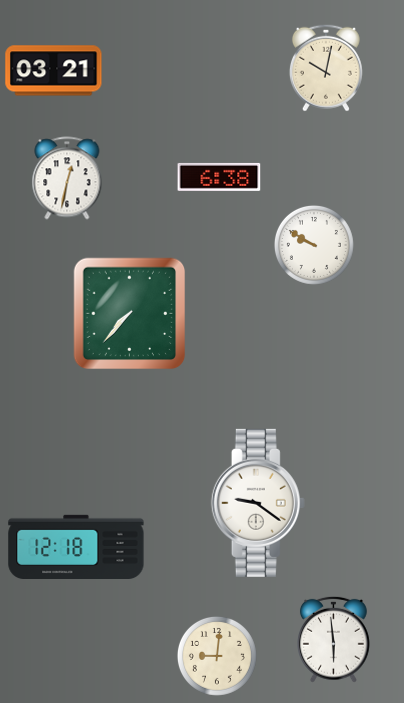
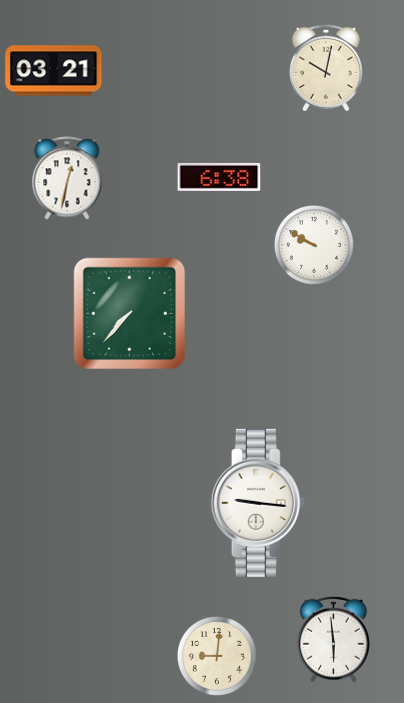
clock at (258, 503): 9:21 -> 9:16
clock at (76, 546): 12:18 -> none
